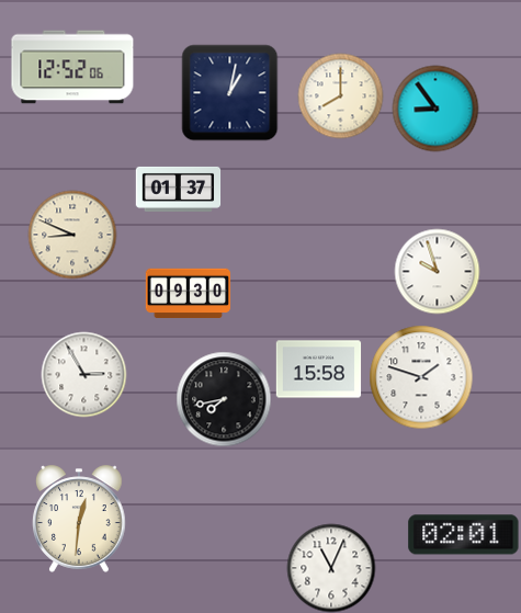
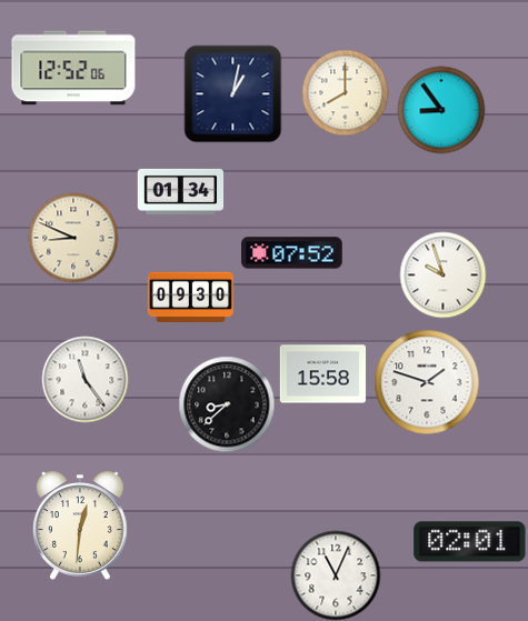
clock at (340, 95) position: (340, 95) -> (345, 92)
clock at (178, 189): 01:37 -> 01:34
clock at (292, 253): none -> 07:52
clock at (83, 374): 2:55 -> 11:24
clock at (224, 399): 7:43 -> 8:38
